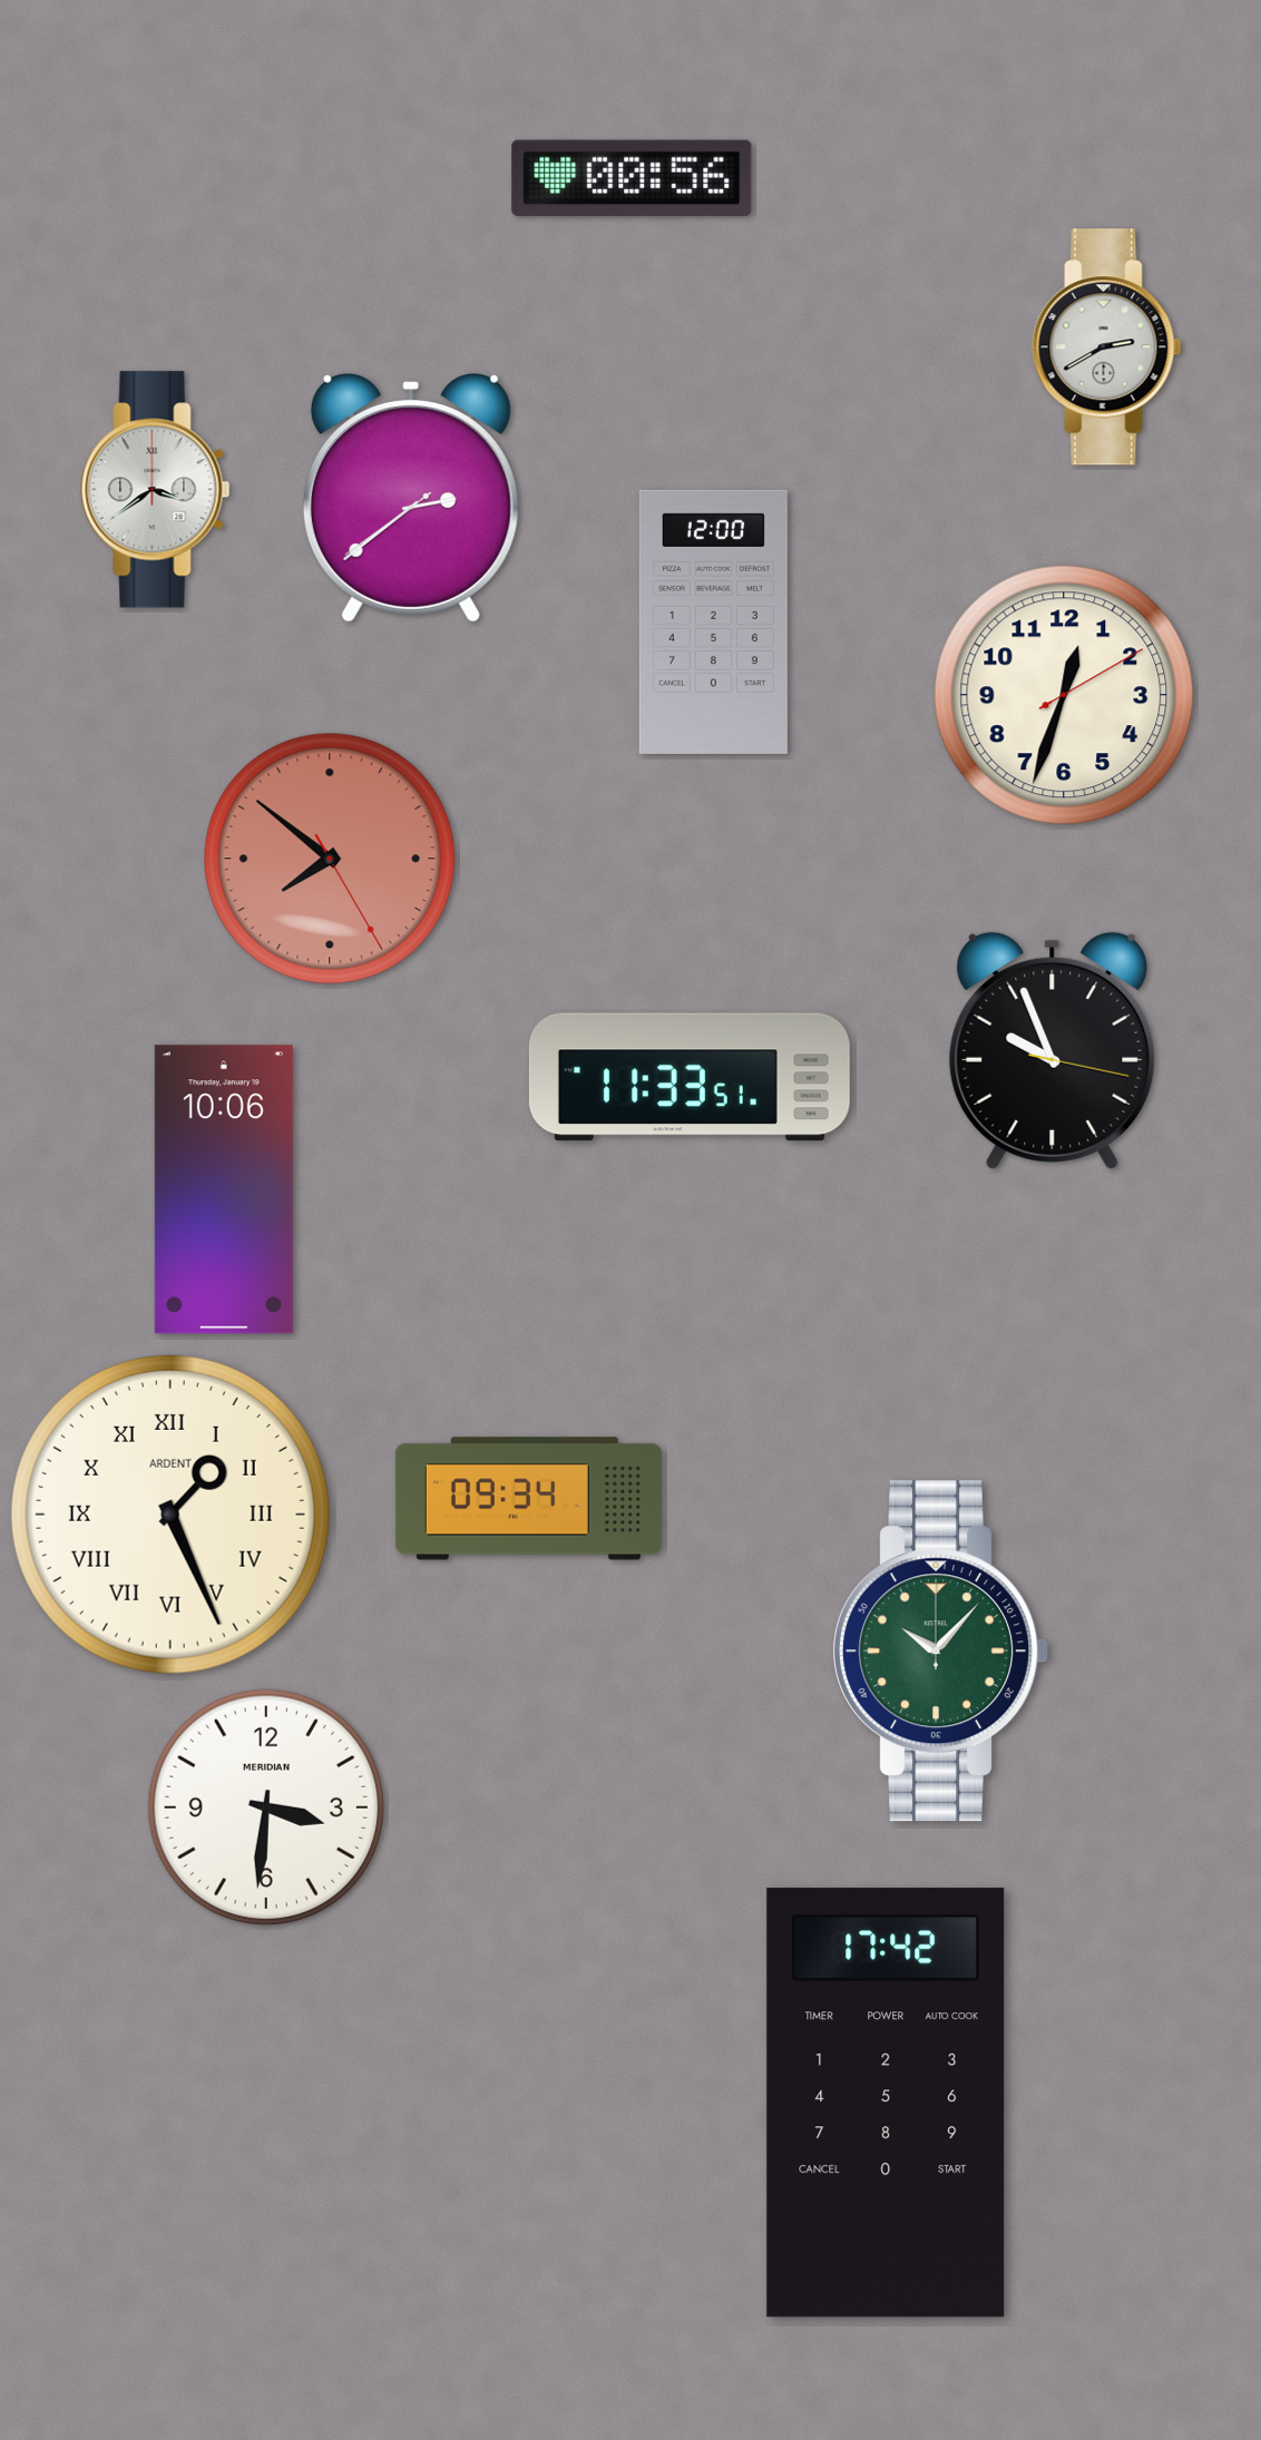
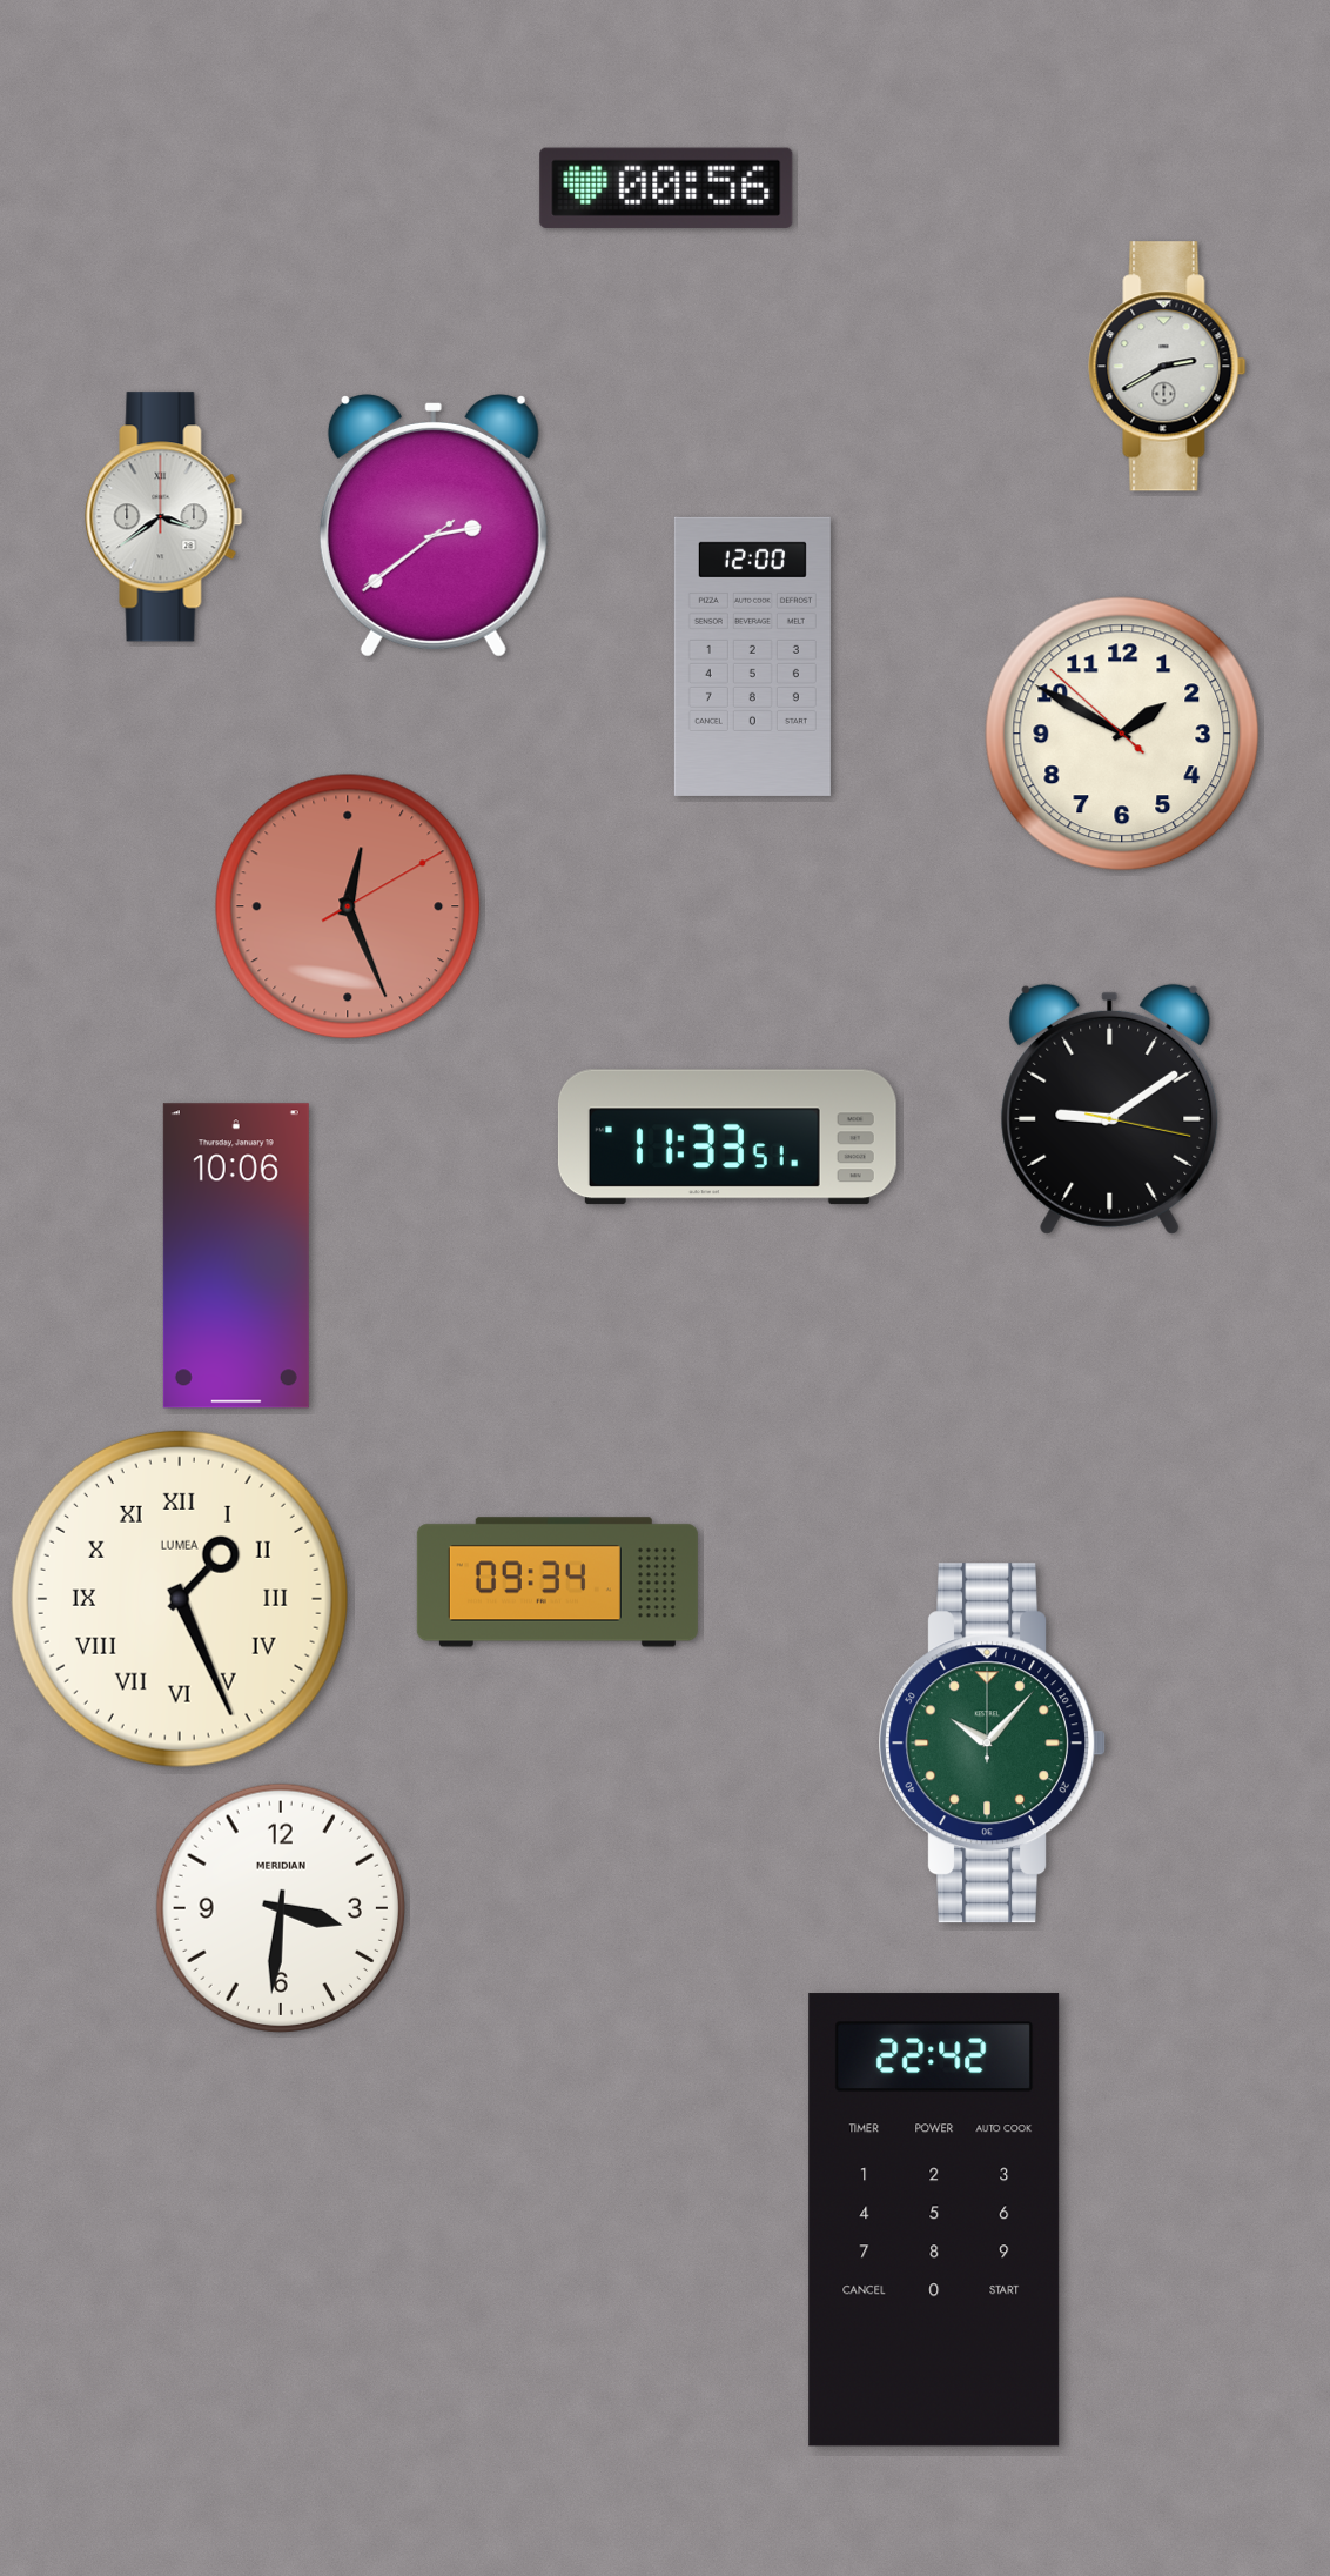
clock at (1064, 695): 12:33 -> 1:49
clock at (330, 859): 7:51 -> 12:26
clock at (1053, 1050): 9:56 -> 9:09
clock at (170, 1515) brand: ARDENT -> LUMEA
clock at (886, 2103): 17:42 -> 22:42
